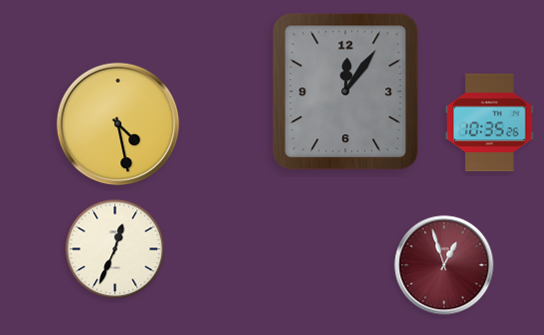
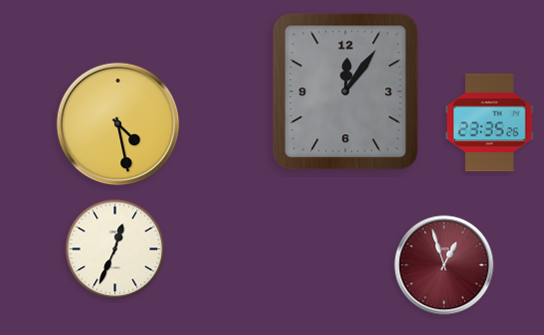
clock at (490, 123): 10:35 -> 23:35
